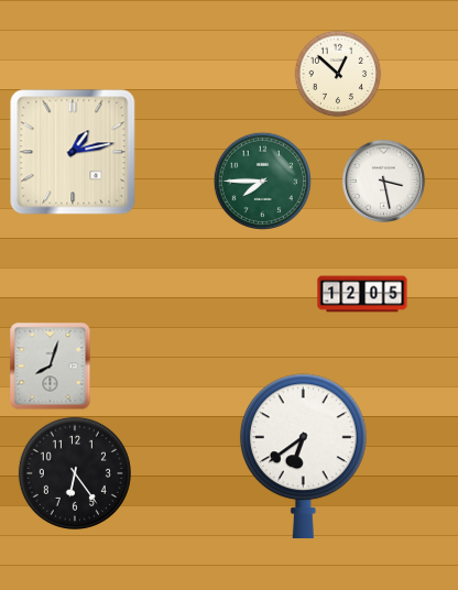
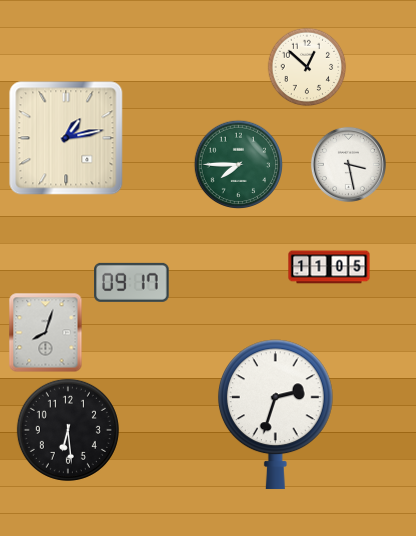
clock at (362, 294): 12:05 -> 11:05
clock at (132, 282): none -> 09:17
clock at (303, 457): 6:39 -> 2:33
clock at (75, 473): 6:24 -> 6:29
